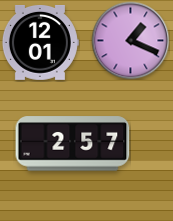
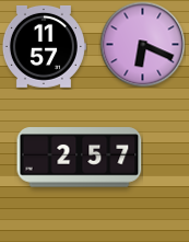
clock at (130, 40): 1:19 -> 6:19
clock at (40, 42): 12:01 -> 11:57
